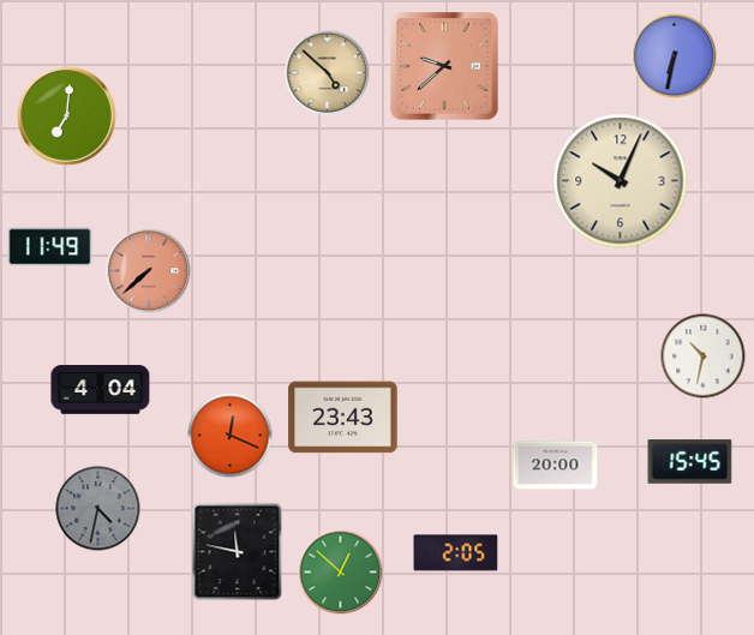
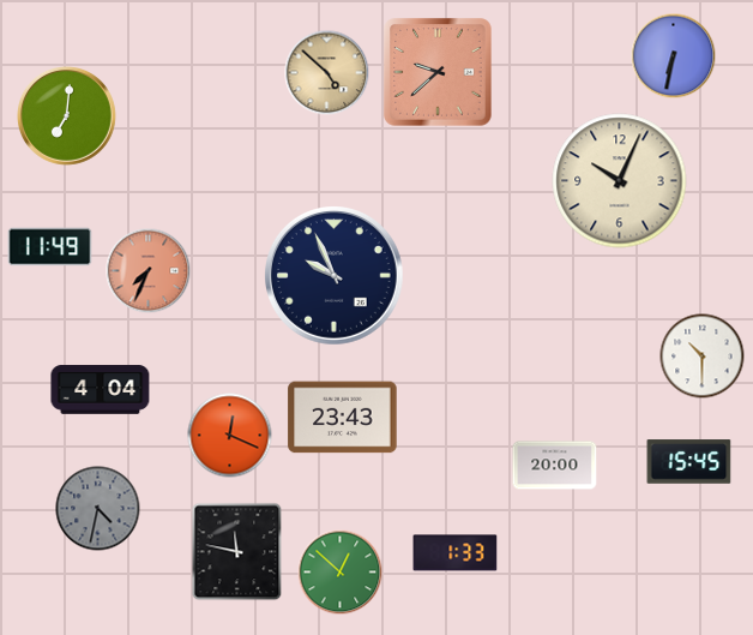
clock at (444, 66) position: (444, 66) -> (438, 72)
clock at (149, 271): 7:38 -> 7:34
clock at (335, 276): none -> 9:56
clock at (704, 357): 10:32 -> 10:30
clock at (456, 553): 2:05 -> 1:33
